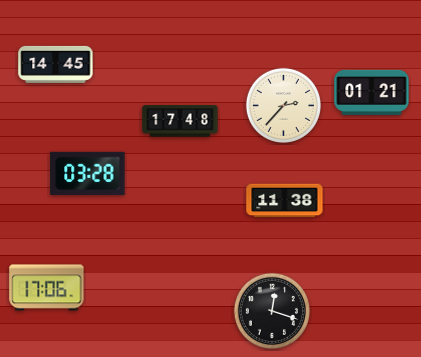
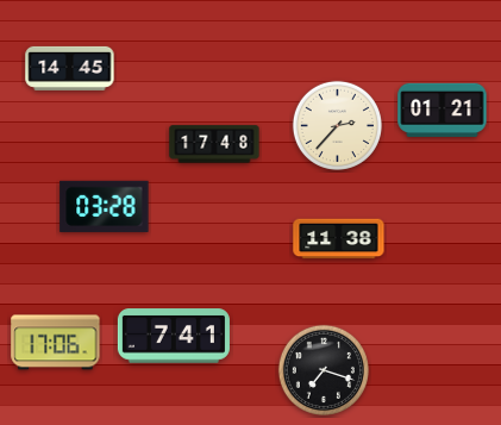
clock at (56, 64) position: (56, 64) -> (70, 68)
clock at (174, 336): none -> 7:41
clock at (272, 311): 12:18 -> 7:18
